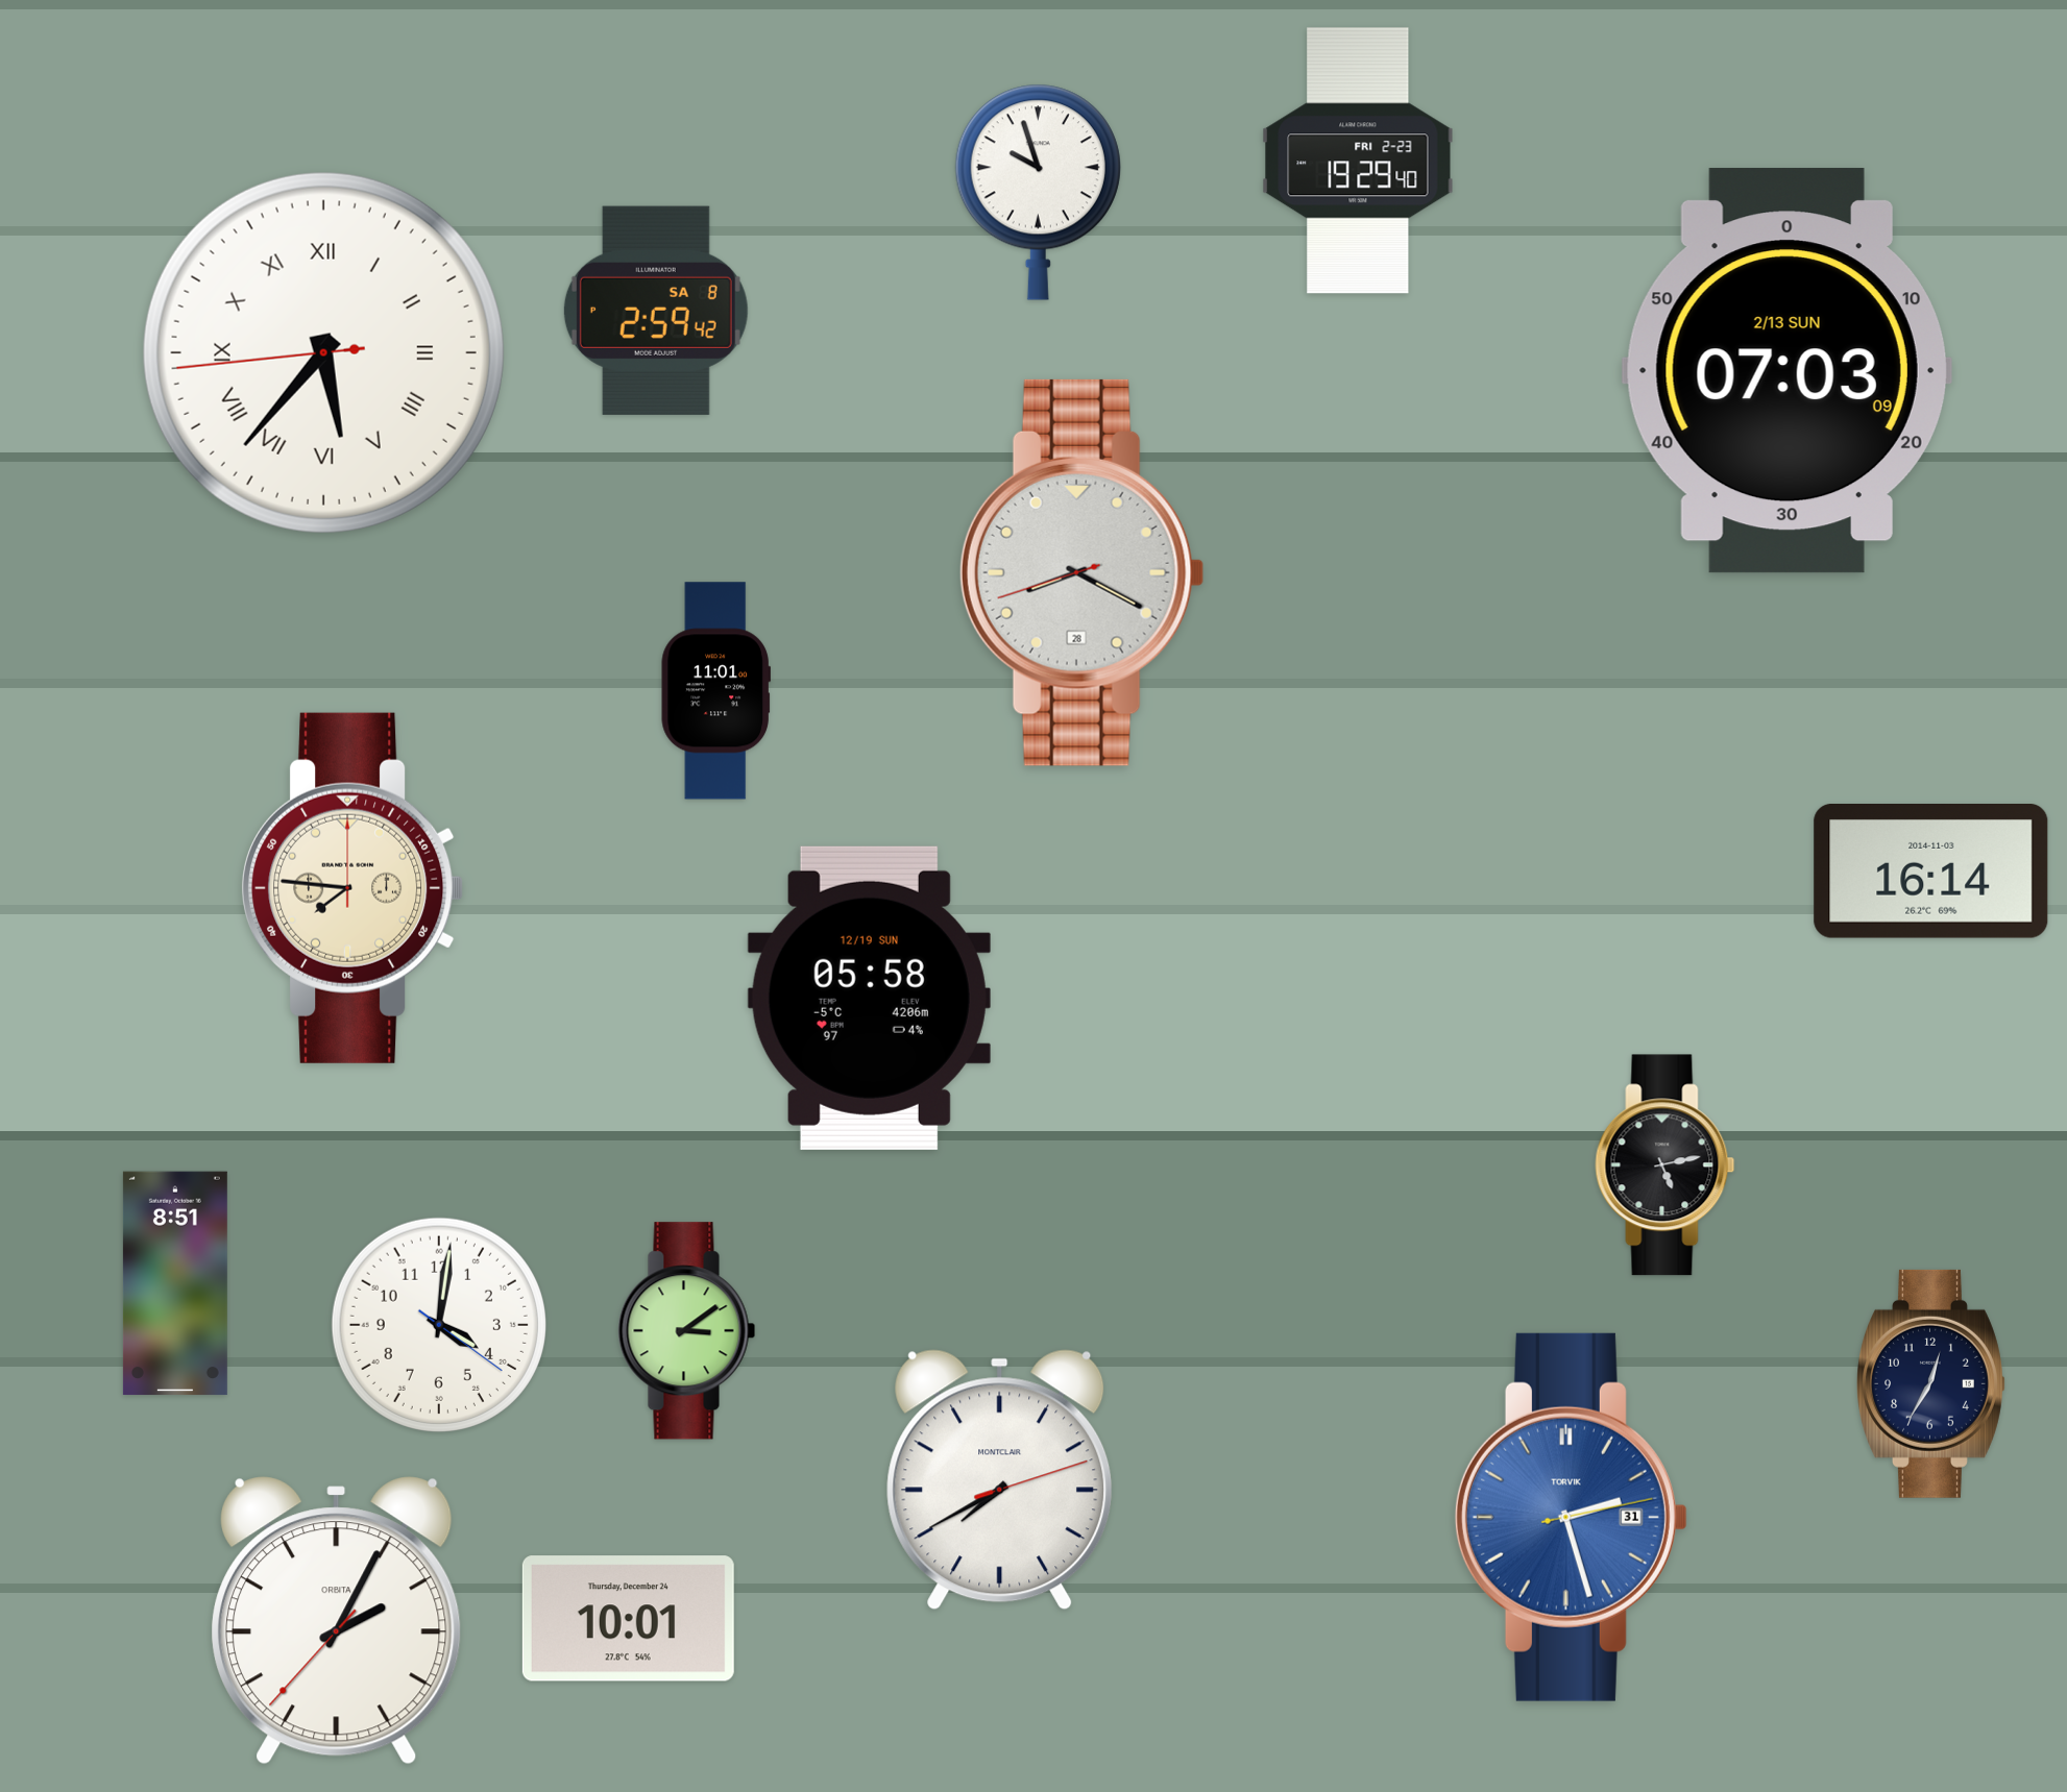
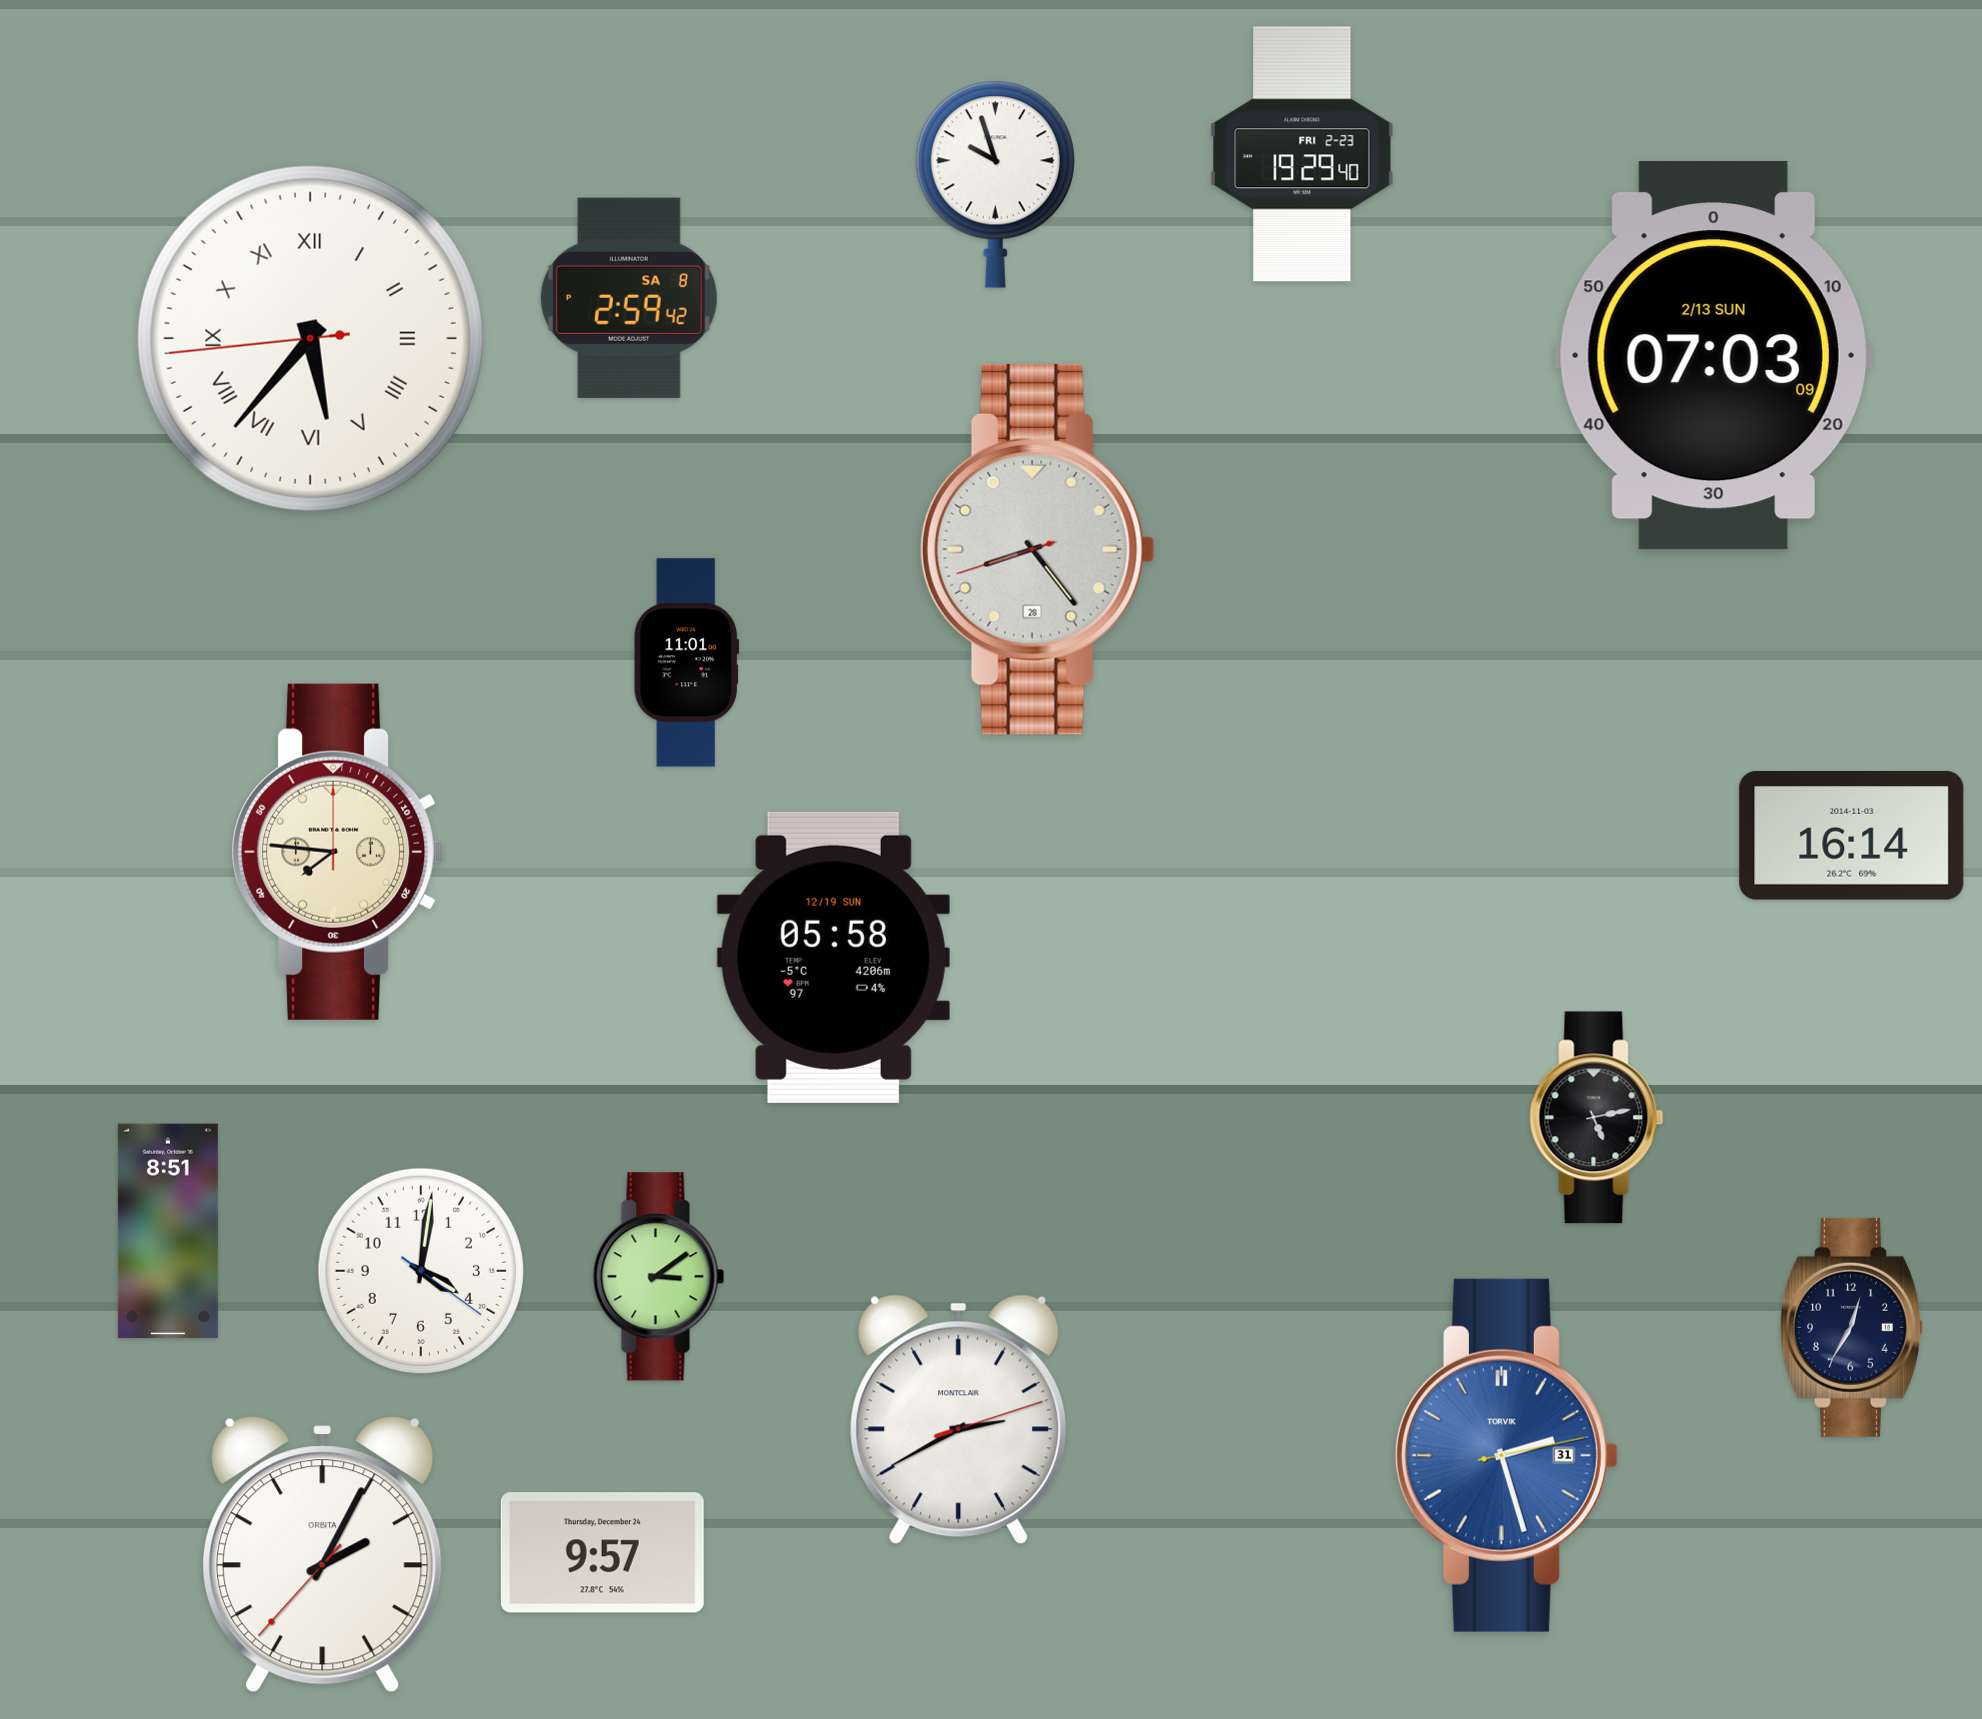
clock at (1081, 572): 8:19 -> 8:23
clock at (1000, 1480): 7:40 -> 2:40
clock at (628, 1619): 10:01 -> 9:57
